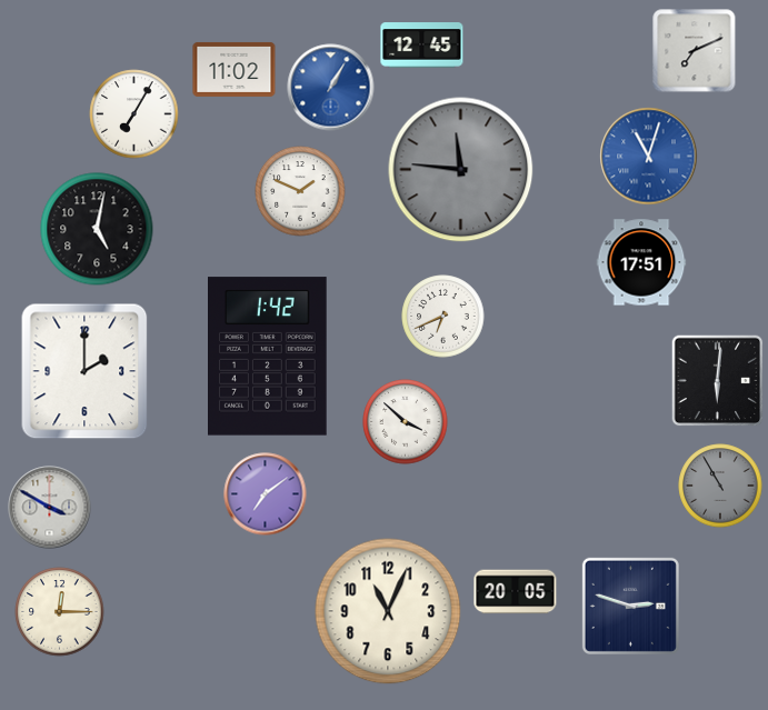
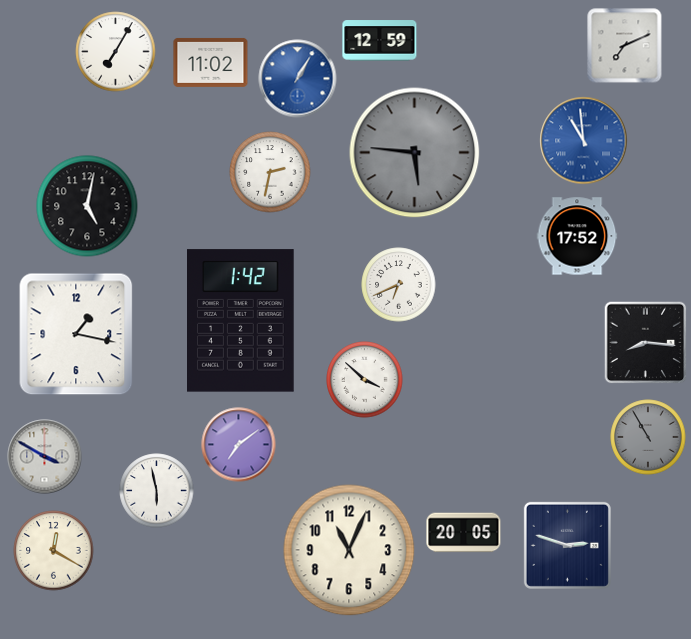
clock at (422, 46): 12:45 -> 12:59
clock at (134, 114) position: (134, 114) -> (116, 52)
clock at (649, 157): 11:03 -> 10:59
clock at (461, 170): 11:46 -> 5:46
clock at (300, 191): 1:49 -> 2:32
clock at (641, 262): 17:51 -> 17:52
clock at (84, 371): 2:00 -> 1:17
clock at (718, 381): 6:01 -> 8:16
clock at (157, 491): none -> 5:58
clock at (60, 612): 12:15 -> 12:20
